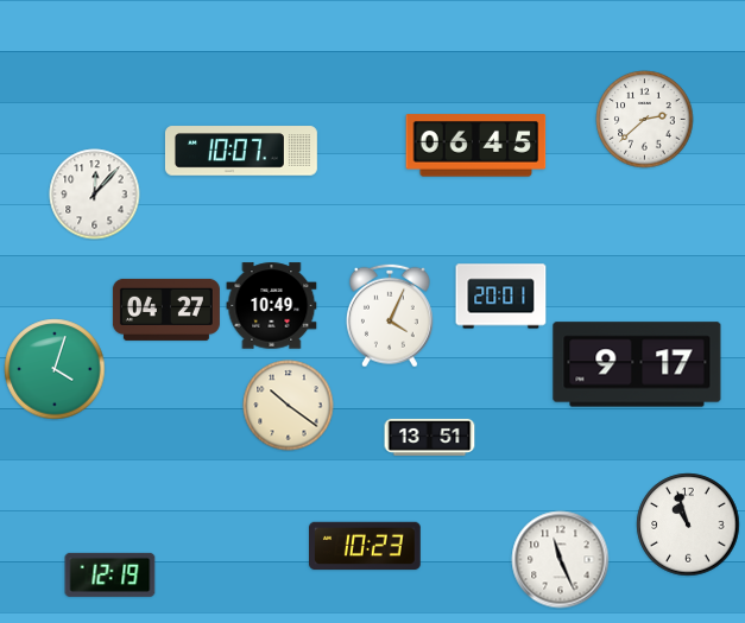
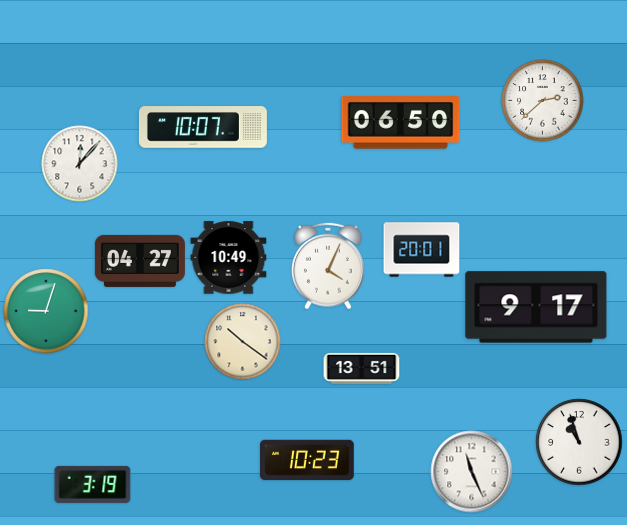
clock at (476, 146): 06:45 -> 06:50
clock at (55, 369): 4:03 -> 9:03
clock at (111, 574): 12:19 -> 3:19
